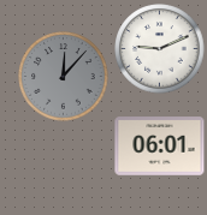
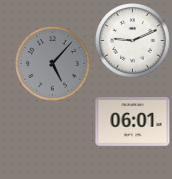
clock at (64, 77): 12:07 -> 5:07
